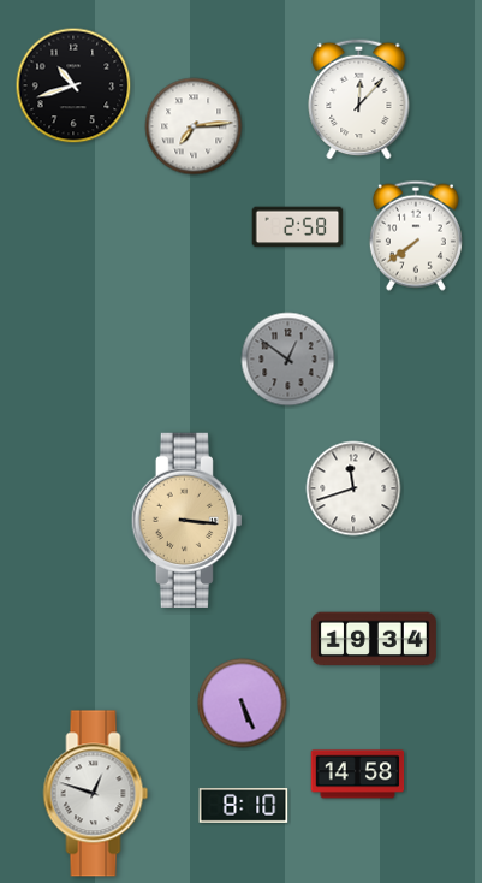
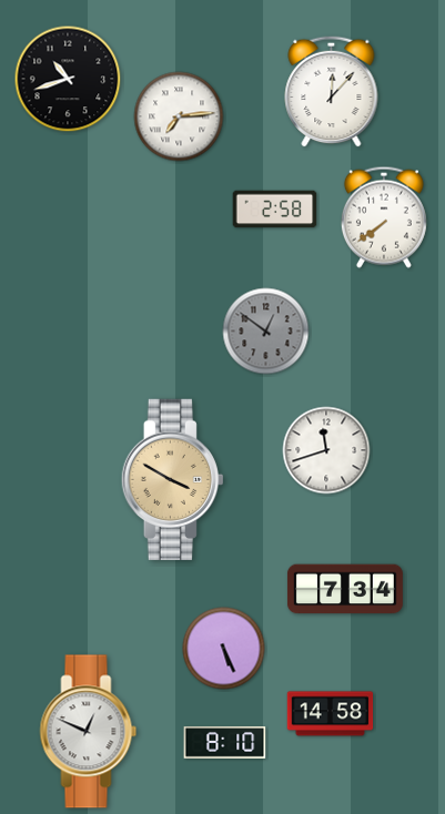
clock at (186, 520): 3:16 -> 3:50
clock at (374, 639): 19:34 -> 7:34
clock at (96, 794): 12:48 -> 12:49
